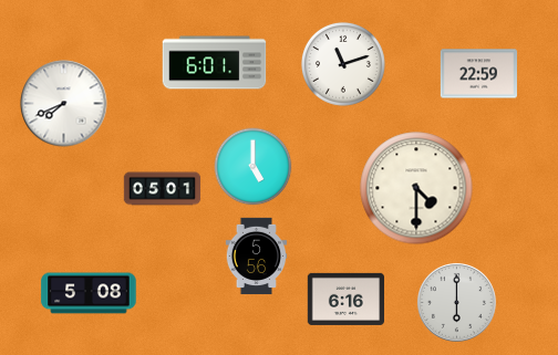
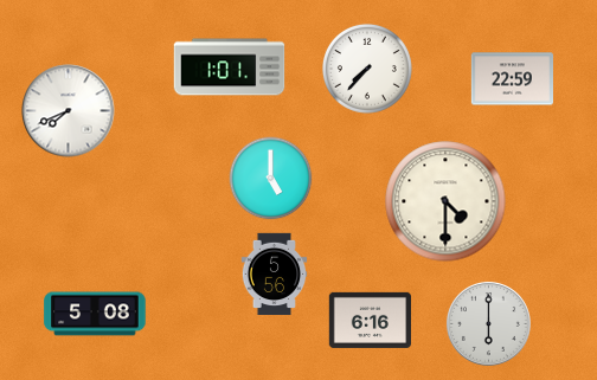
clock at (215, 63): 6:01 -> 1:01
clock at (343, 64): 11:12 -> 7:37
clock at (163, 189): 05:01 -> none
